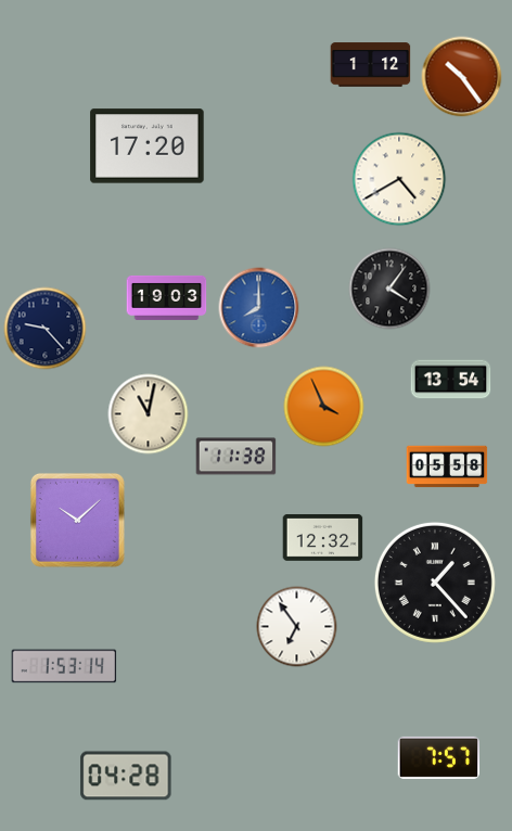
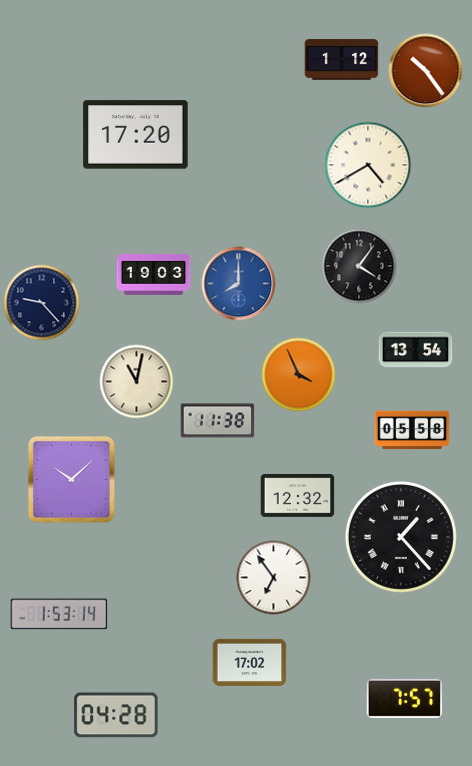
clock at (250, 662): none -> 17:02
